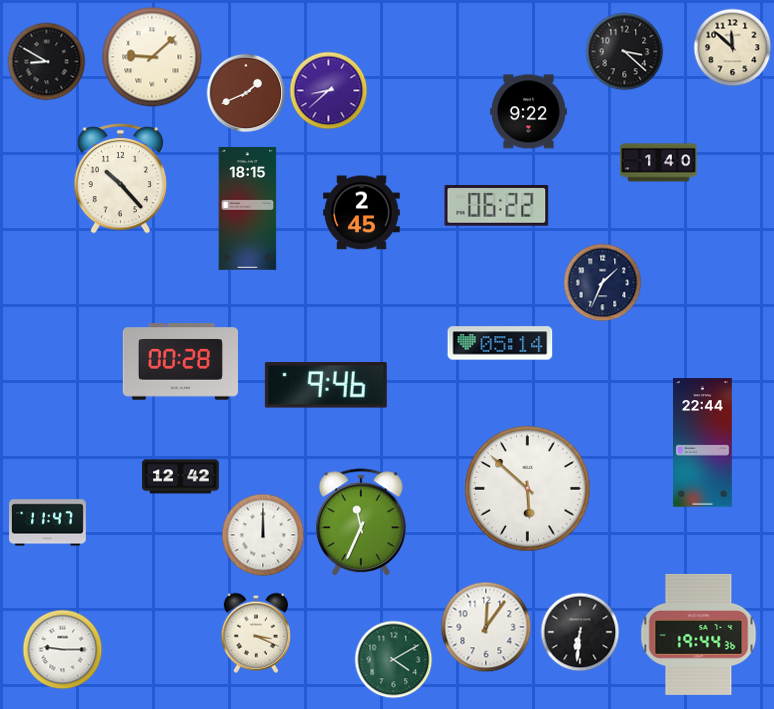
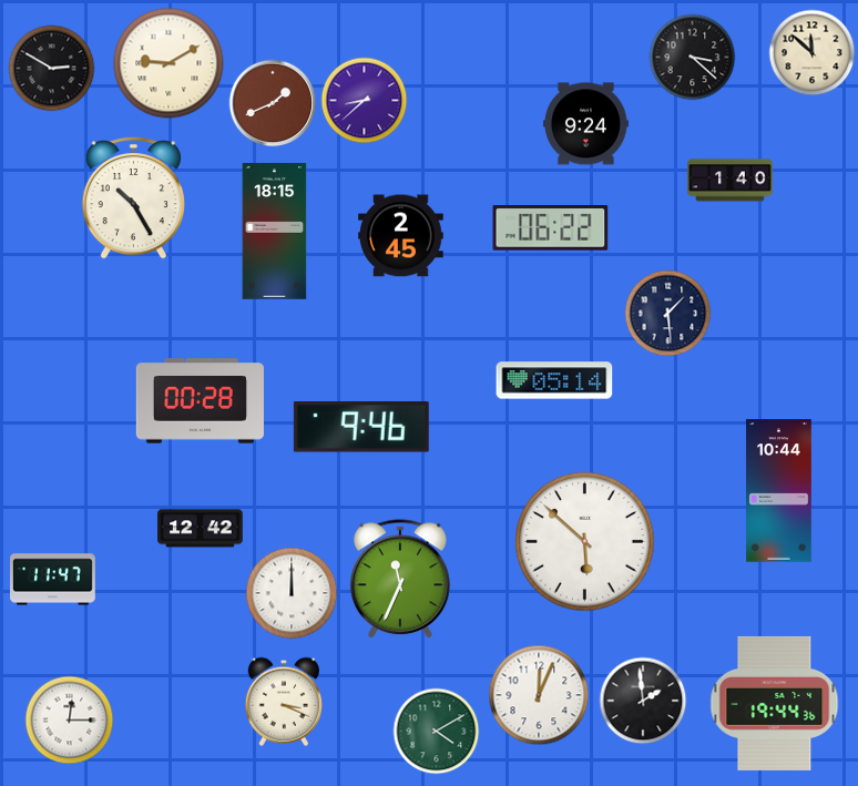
clock at (152, 57): 9:08 -> 9:10
clock at (46, 61): 8:50 -> 2:50
clock at (529, 112): 9:22 -> 9:24
clock at (120, 179): 10:23 -> 10:25
clock at (602, 282): 1:34 -> 1:29
clock at (703, 443): 22:44 -> 10:44
clock at (486, 627): 12:06 -> 12:04
clock at (580, 632): 6:31 -> 1:59
clock at (62, 649): 9:15 -> 12:15
